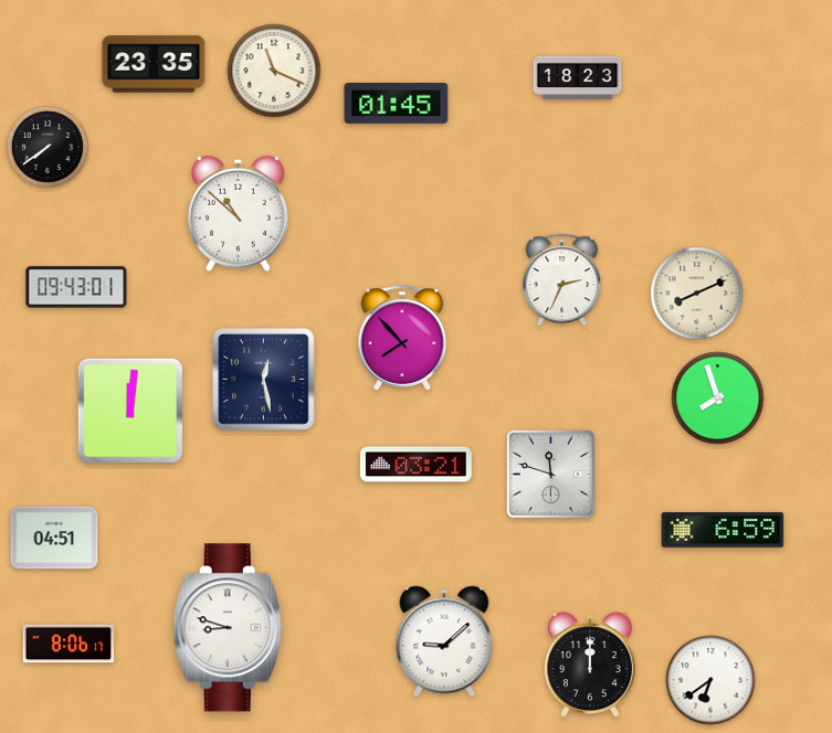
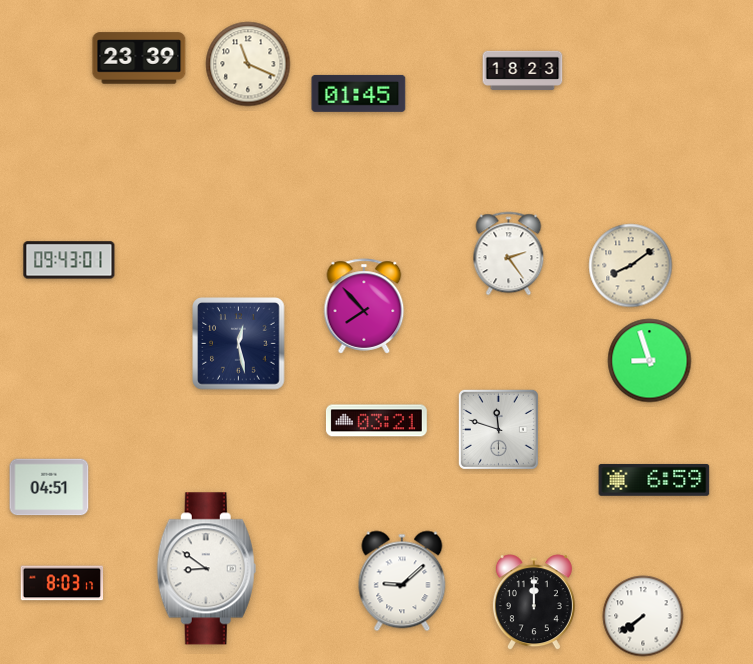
clock at (154, 64): 23:35 -> 23:39
clock at (48, 147): 7:39 -> none
clock at (238, 213): 10:52 -> none
clock at (562, 280): 2:34 -> 2:24
clock at (697, 294): 8:11 -> 8:09
clock at (718, 399): 7:57 -> 8:57
clock at (130, 411): 12:01 -> none
clock at (228, 628): 8:48 -> 8:51
clock at (69, 644): 8:06 -> 8:03
clock at (710, 680): 6:39 -> 7:39
